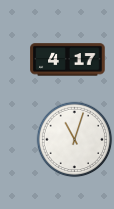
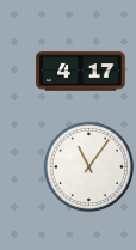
clock at (75, 140): 11:03 -> 11:06
